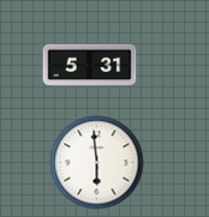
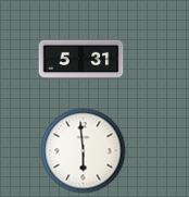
clock at (96, 162) position: (96, 162) -> (83, 150)
